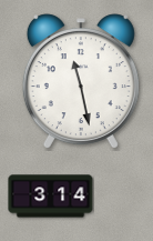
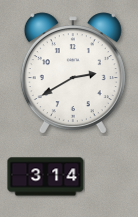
clock at (81, 82): 11:28 -> 2:40
